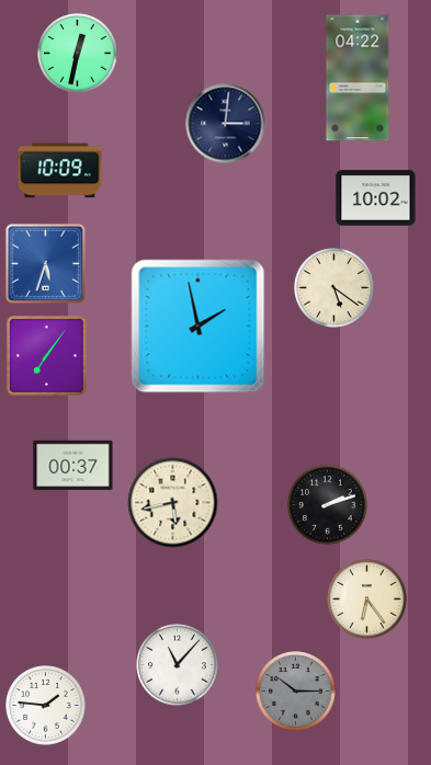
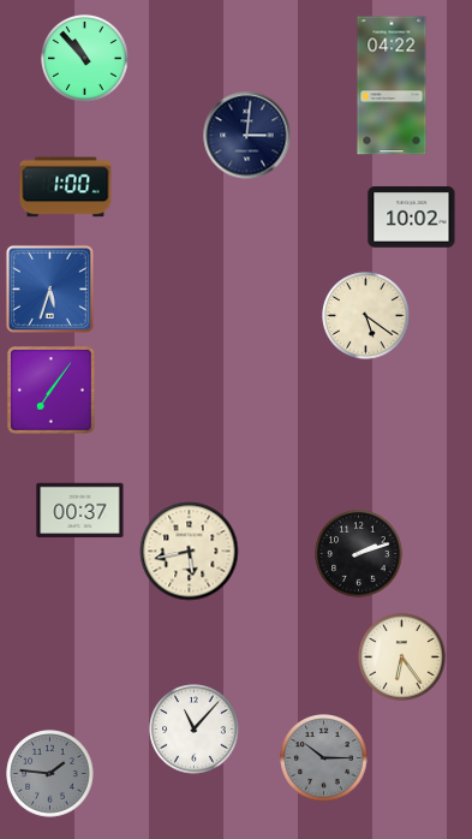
clock at (78, 54): 12:32 -> 10:53
clock at (60, 171): 10:09 -> 1:00
clock at (199, 327): 1:58 -> none
clock at (46, 706) dial: white -> grey
